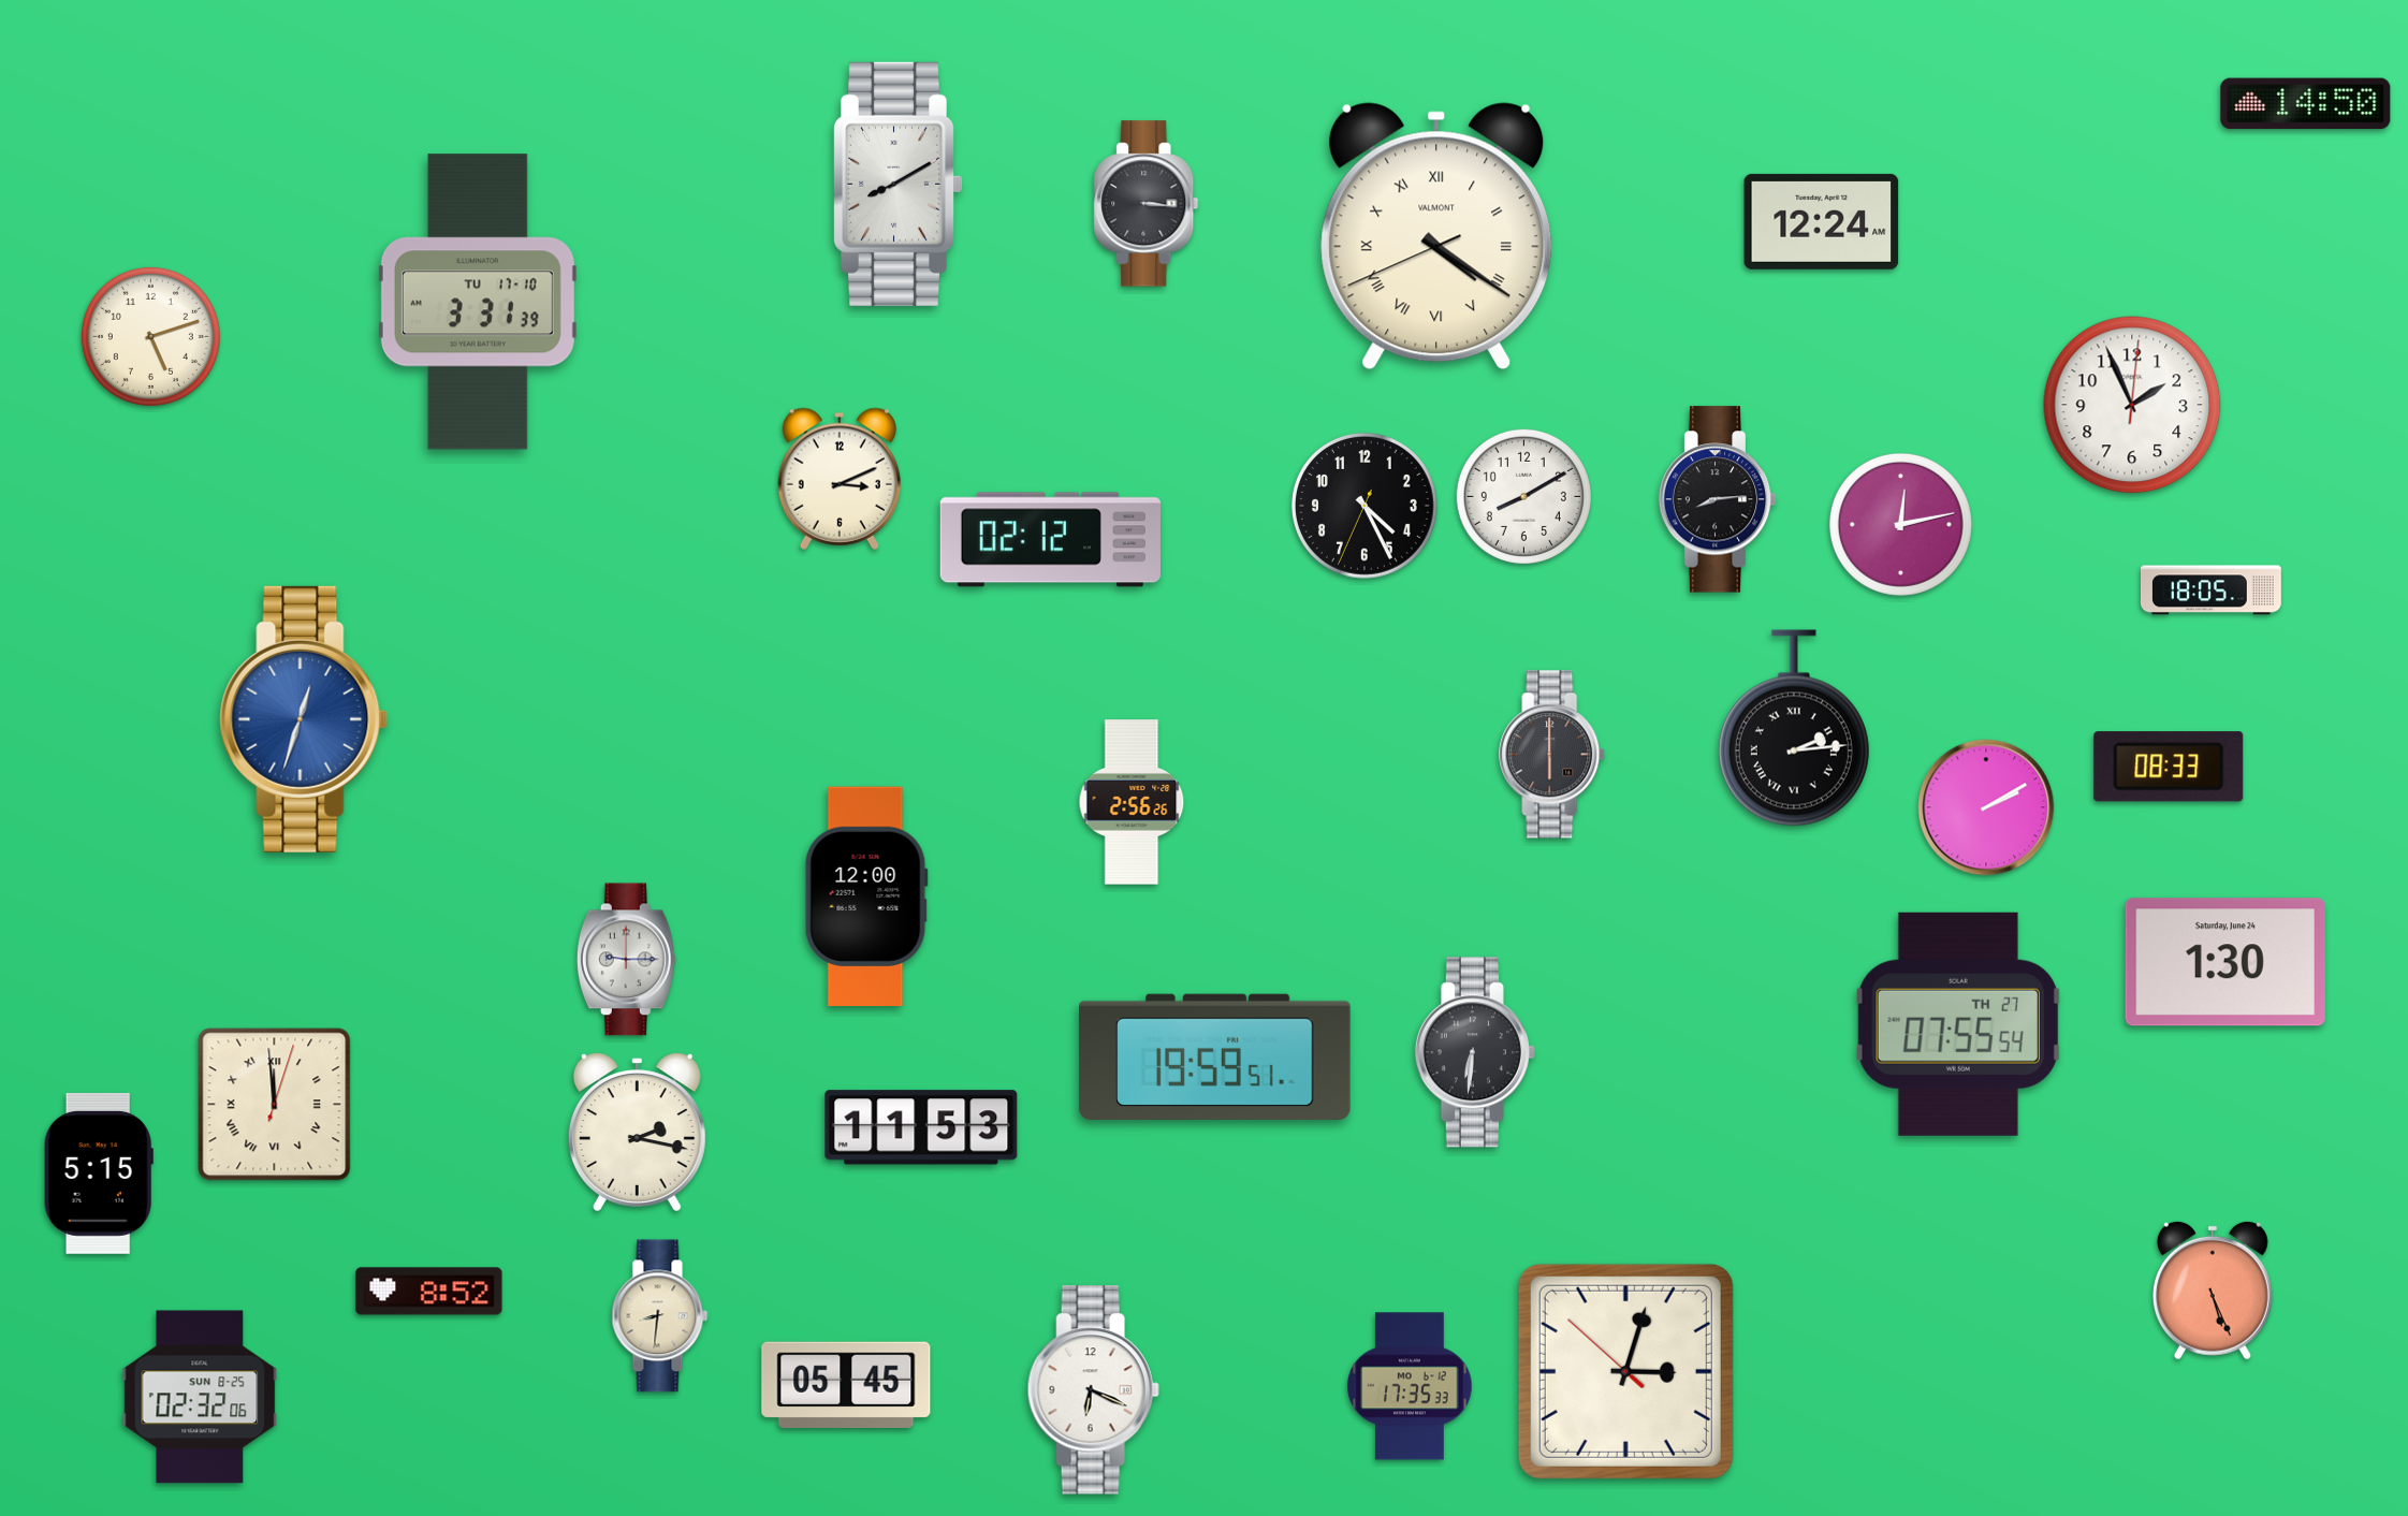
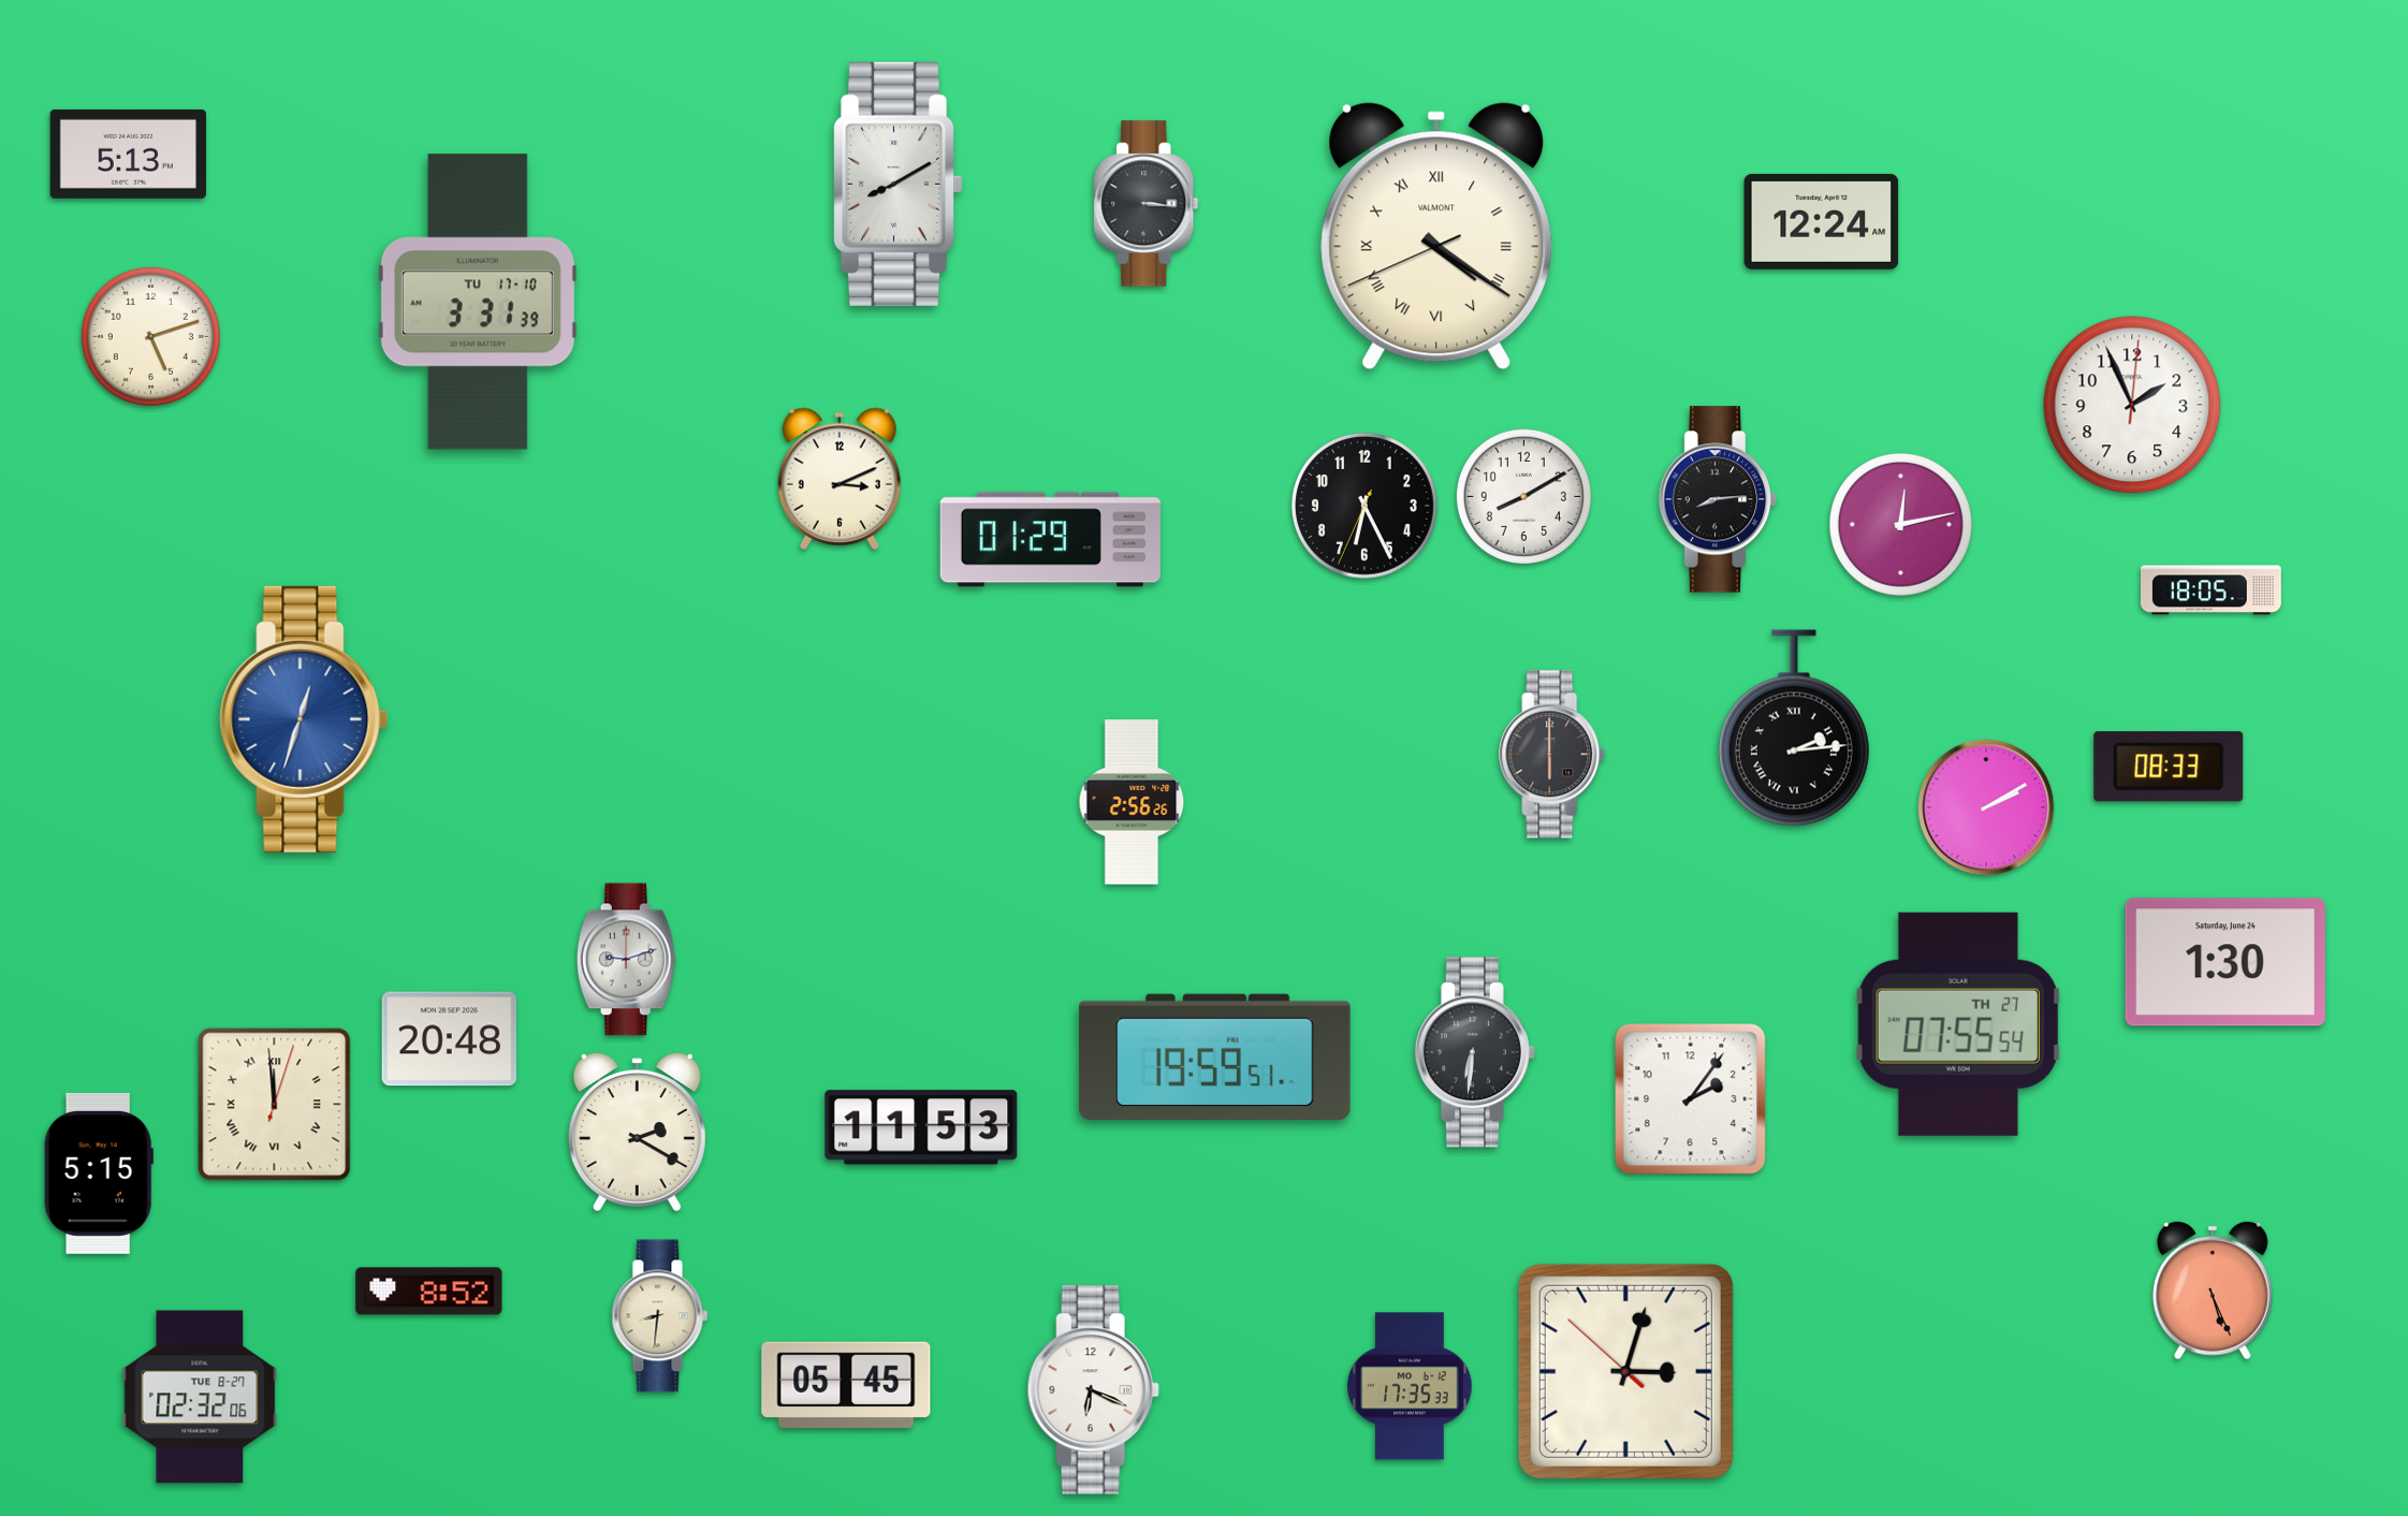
clock at (2306, 104): 14:50 -> none
clock at (128, 154): none -> 5:13
clock at (1364, 506): 4:25 -> 6:25
clock at (1050, 540): 02:12 -> 01:29
clock at (866, 895): 12:00 -> none
clock at (626, 960): 9:15 -> 9:12
clock at (449, 1039): none -> 20:48
clock at (1691, 1099): none -> 2:06
clock at (637, 1133): 2:17 -> 2:20
clock at (200, 1397) date: SUN 8-25 -> TUE 8-27
